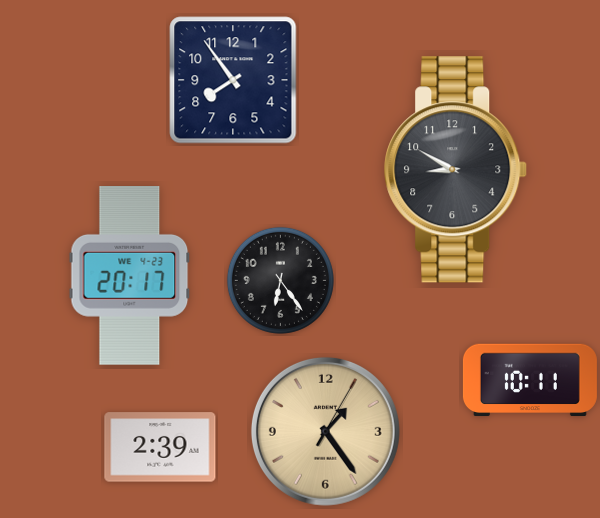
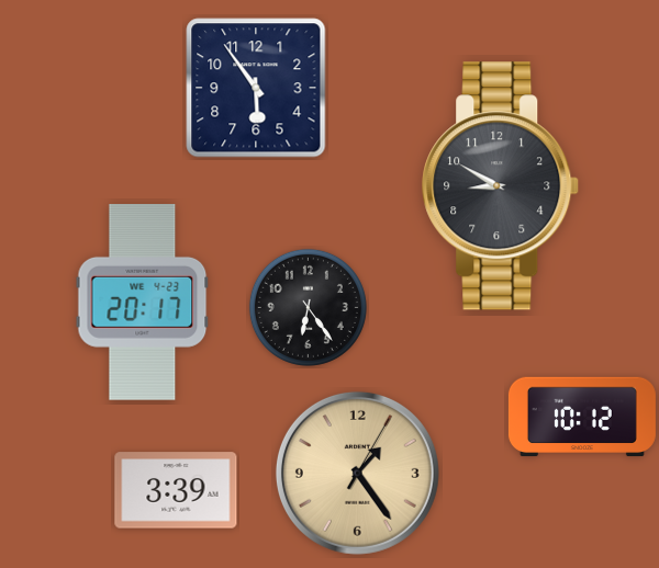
clock at (233, 80): 7:54 -> 5:54
clock at (530, 380): 10:11 -> 10:12
clock at (160, 447): 2:39 -> 3:39
